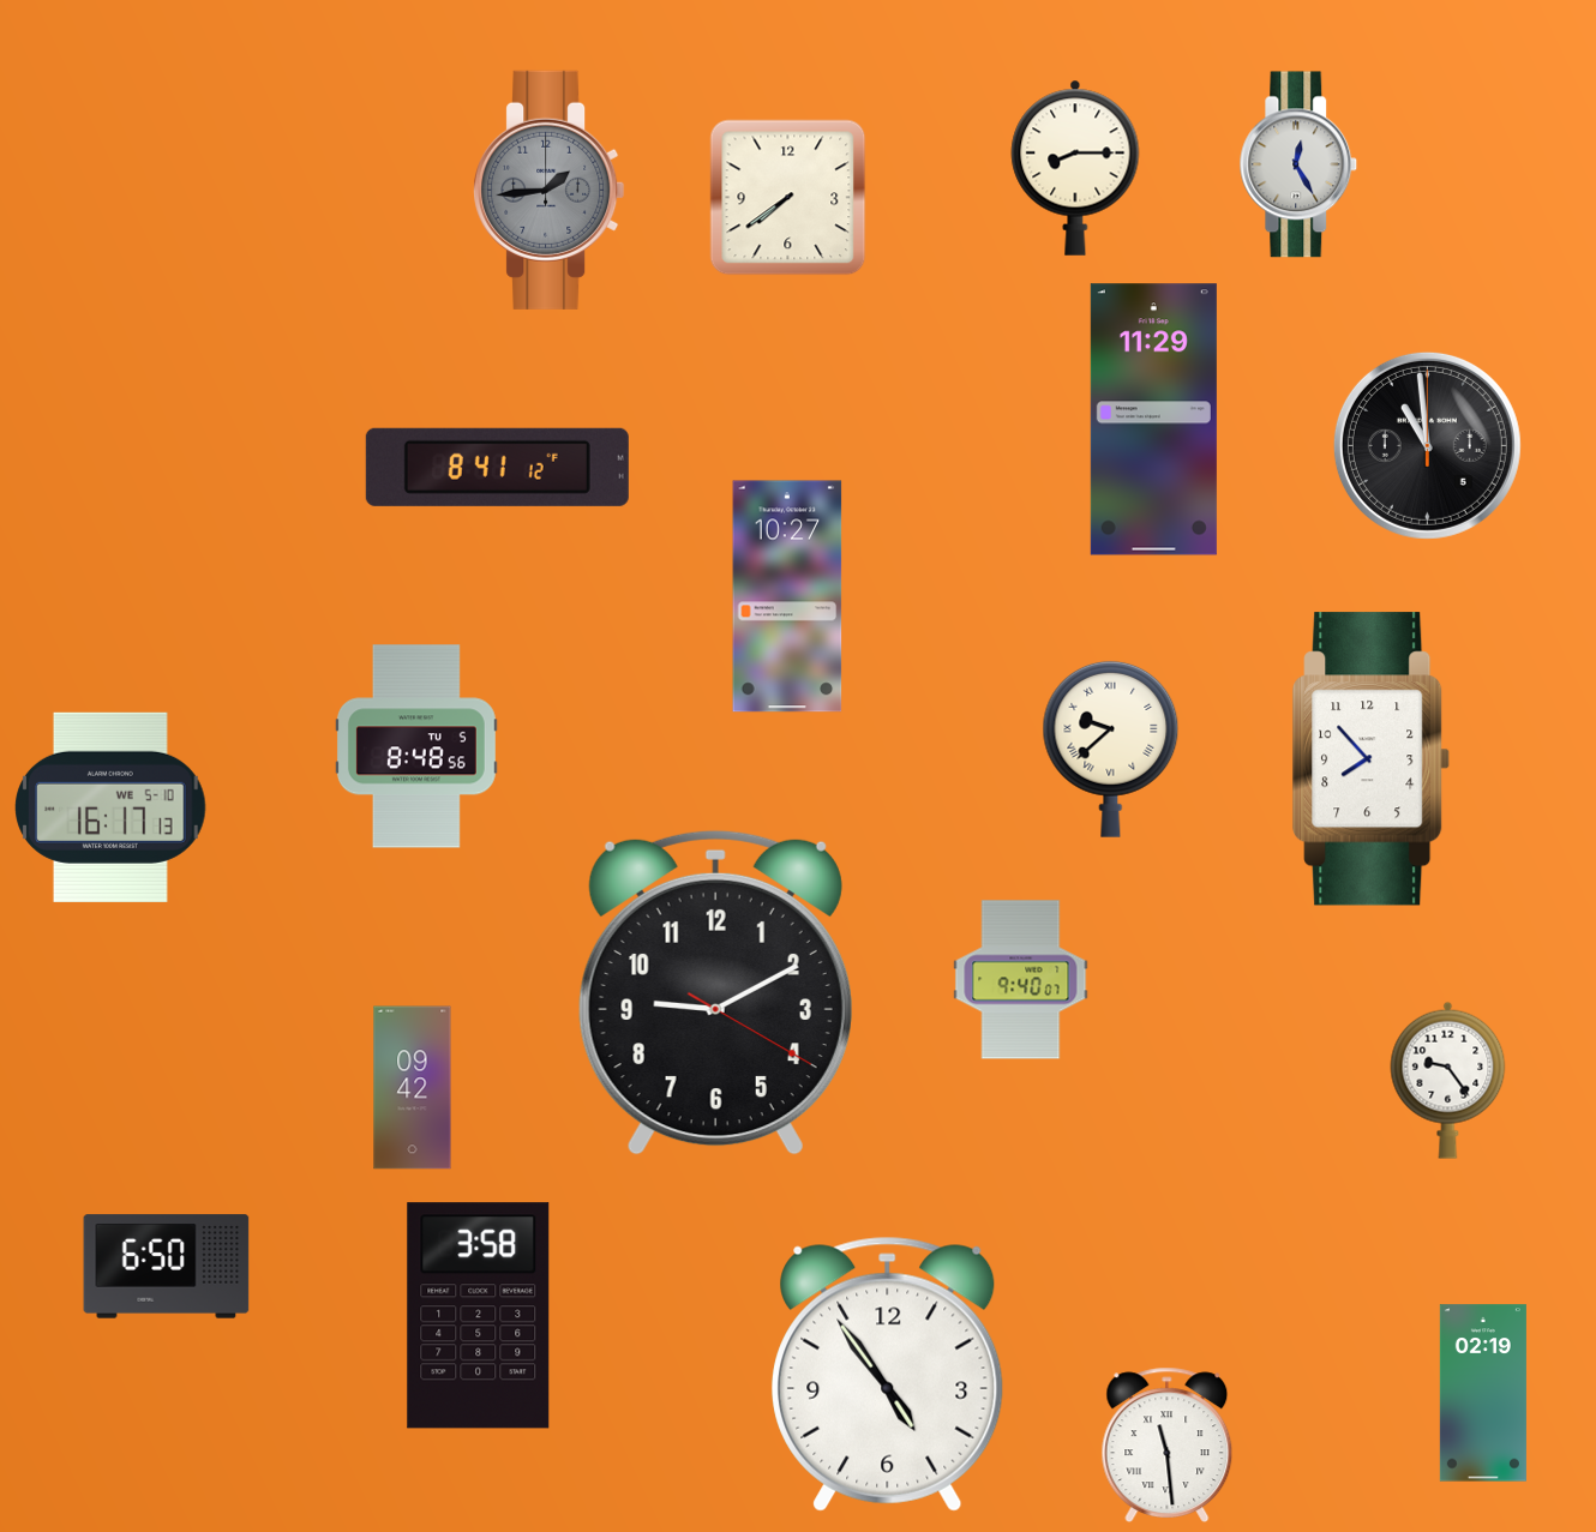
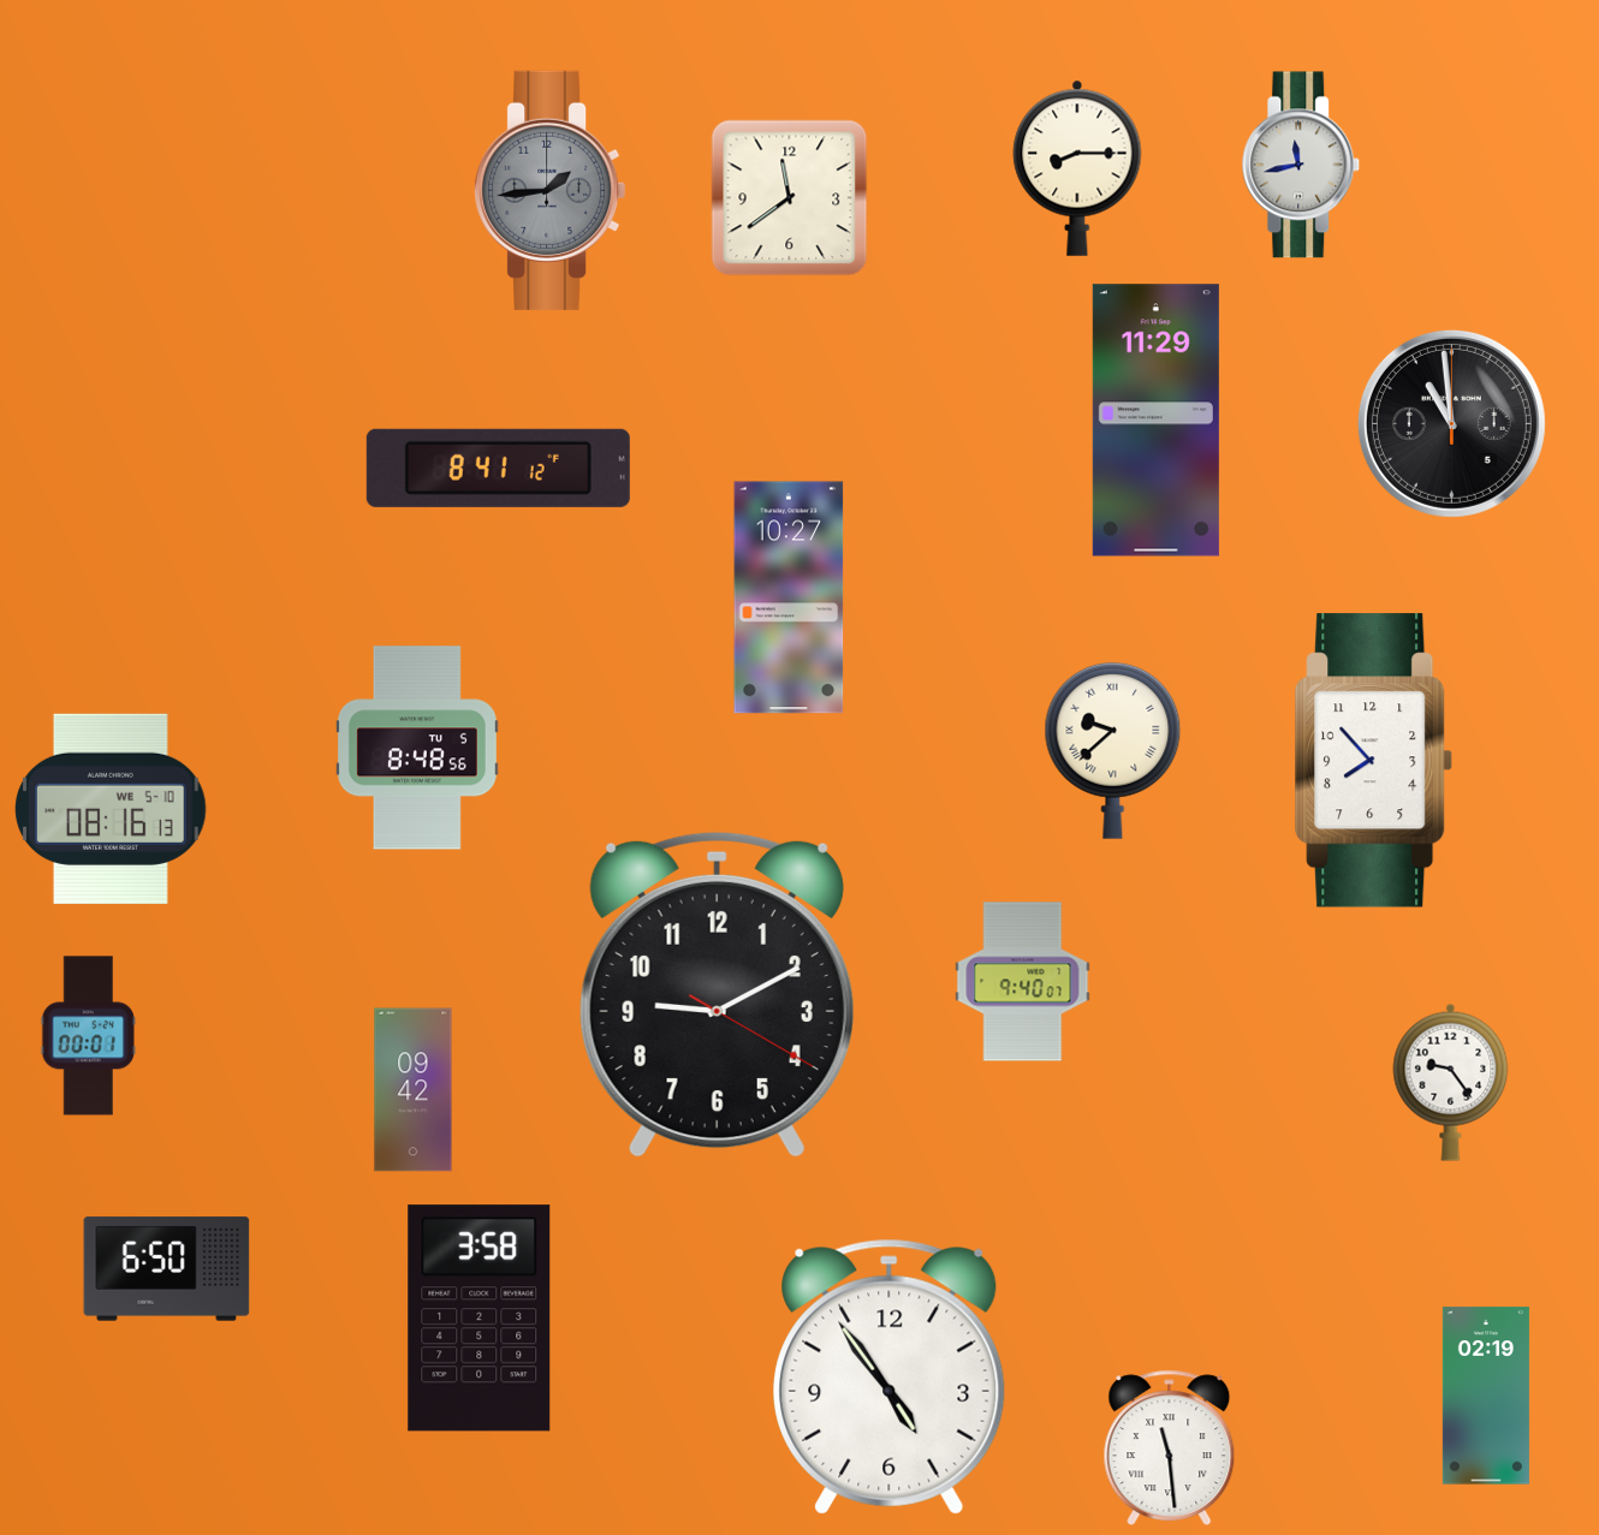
clock at (1298, 164): 12:25 -> 11:43
clock at (788, 198): 7:39 -> 11:39
clock at (1427, 445) position: (1427, 445) -> (1451, 423)
clock at (110, 807): 16:17 -> 08:16
clock at (88, 1036): none -> 00:01
